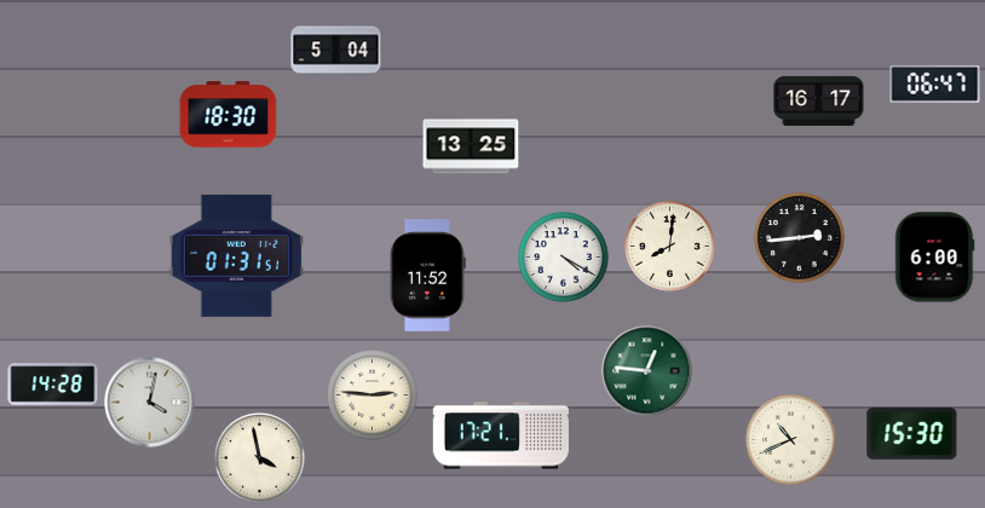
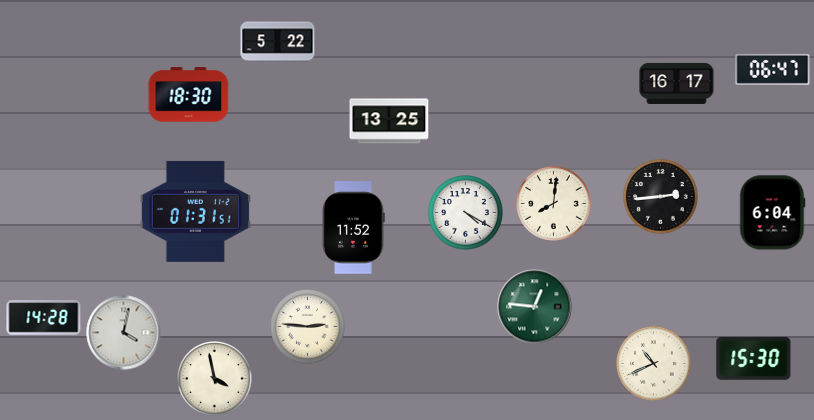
clock at (336, 51): 5:04 -> 5:22
clock at (934, 258): 6:00 -> 6:04
clock at (501, 435): 17:21 -> none
